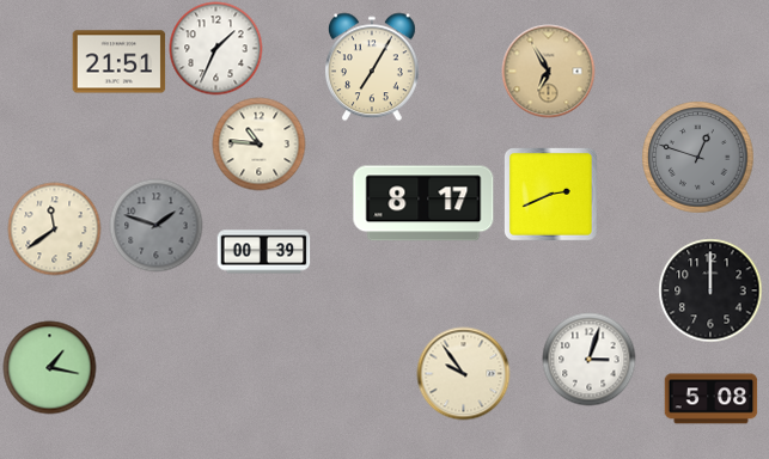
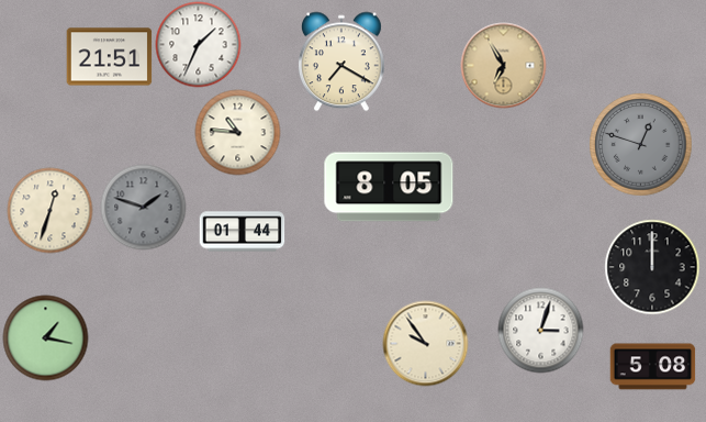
clock at (372, 67): 7:05 -> 7:20
clock at (551, 195): 2:41 -> none
clock at (423, 203): 8:17 -> 8:05
clock at (54, 228): 11:39 -> 12:33
clock at (263, 252): 00:39 -> 01:44
